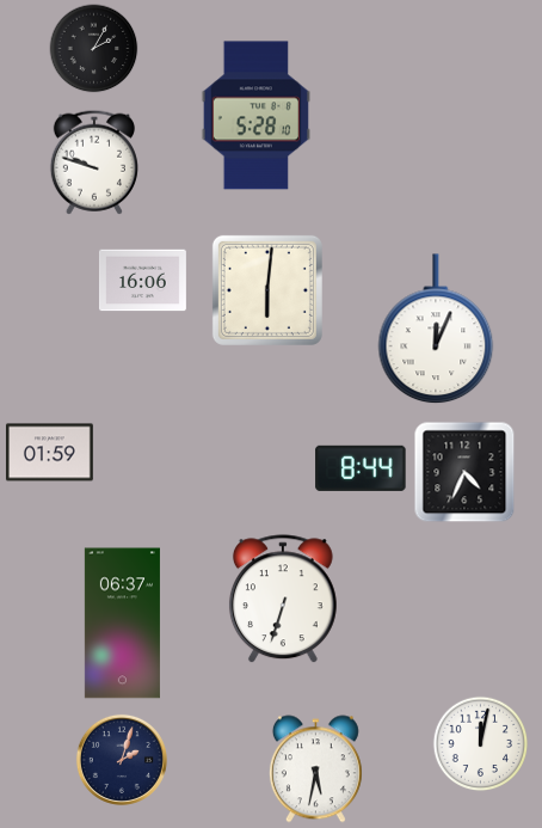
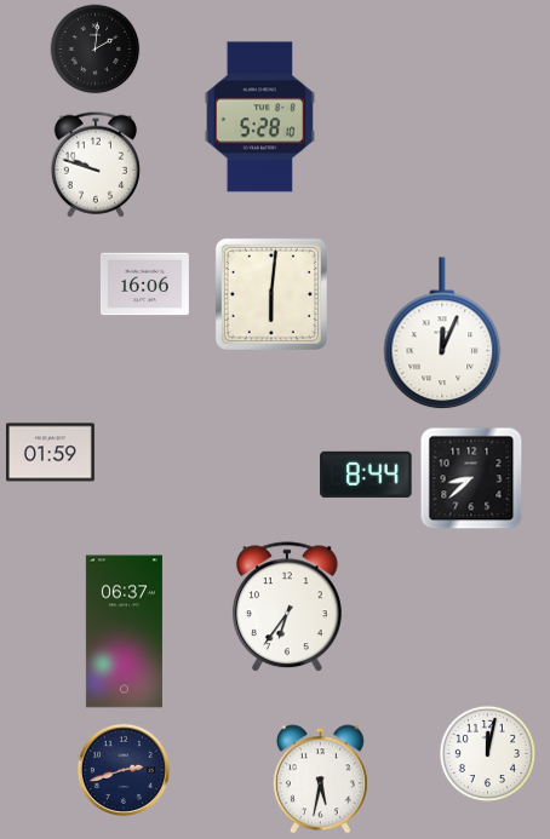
clock at (94, 49): 2:05 -> 2:01
clock at (49, 453) position: (49, 453) -> (50, 453)
clock at (464, 472): 4:34 -> 8:38
clock at (283, 600): 6:33 -> 6:36
clock at (122, 760): 2:03 -> 2:42
